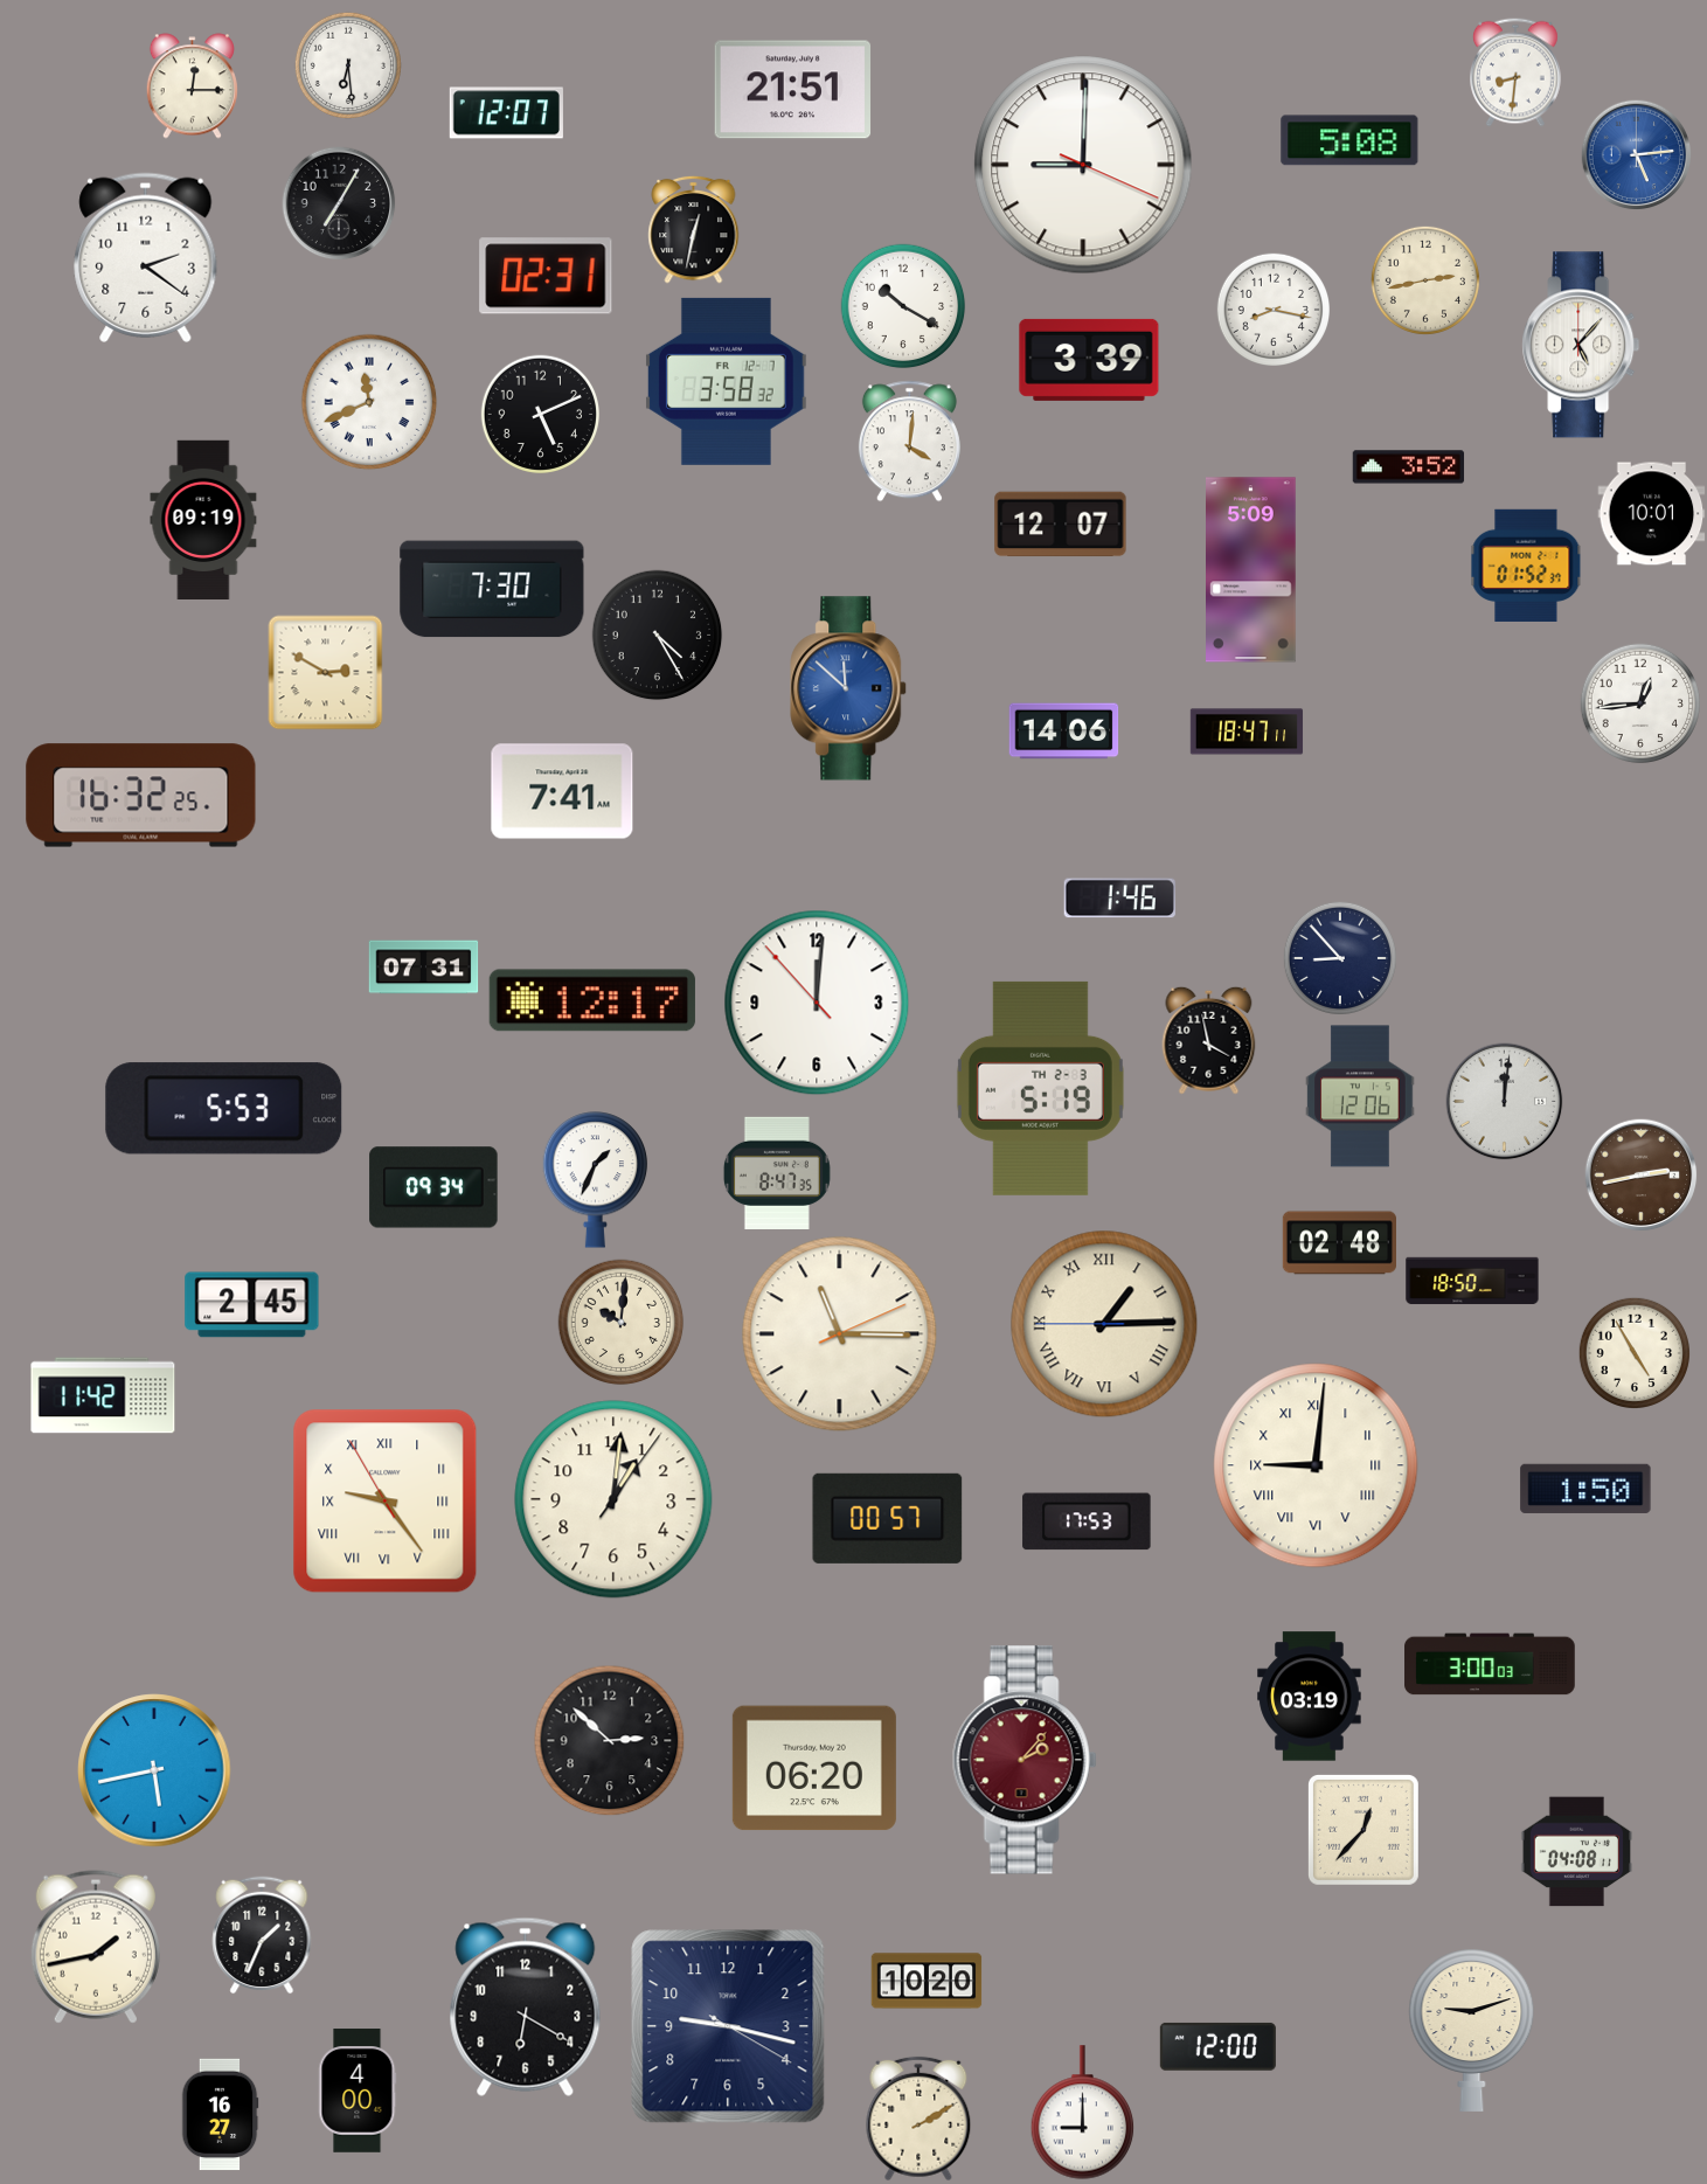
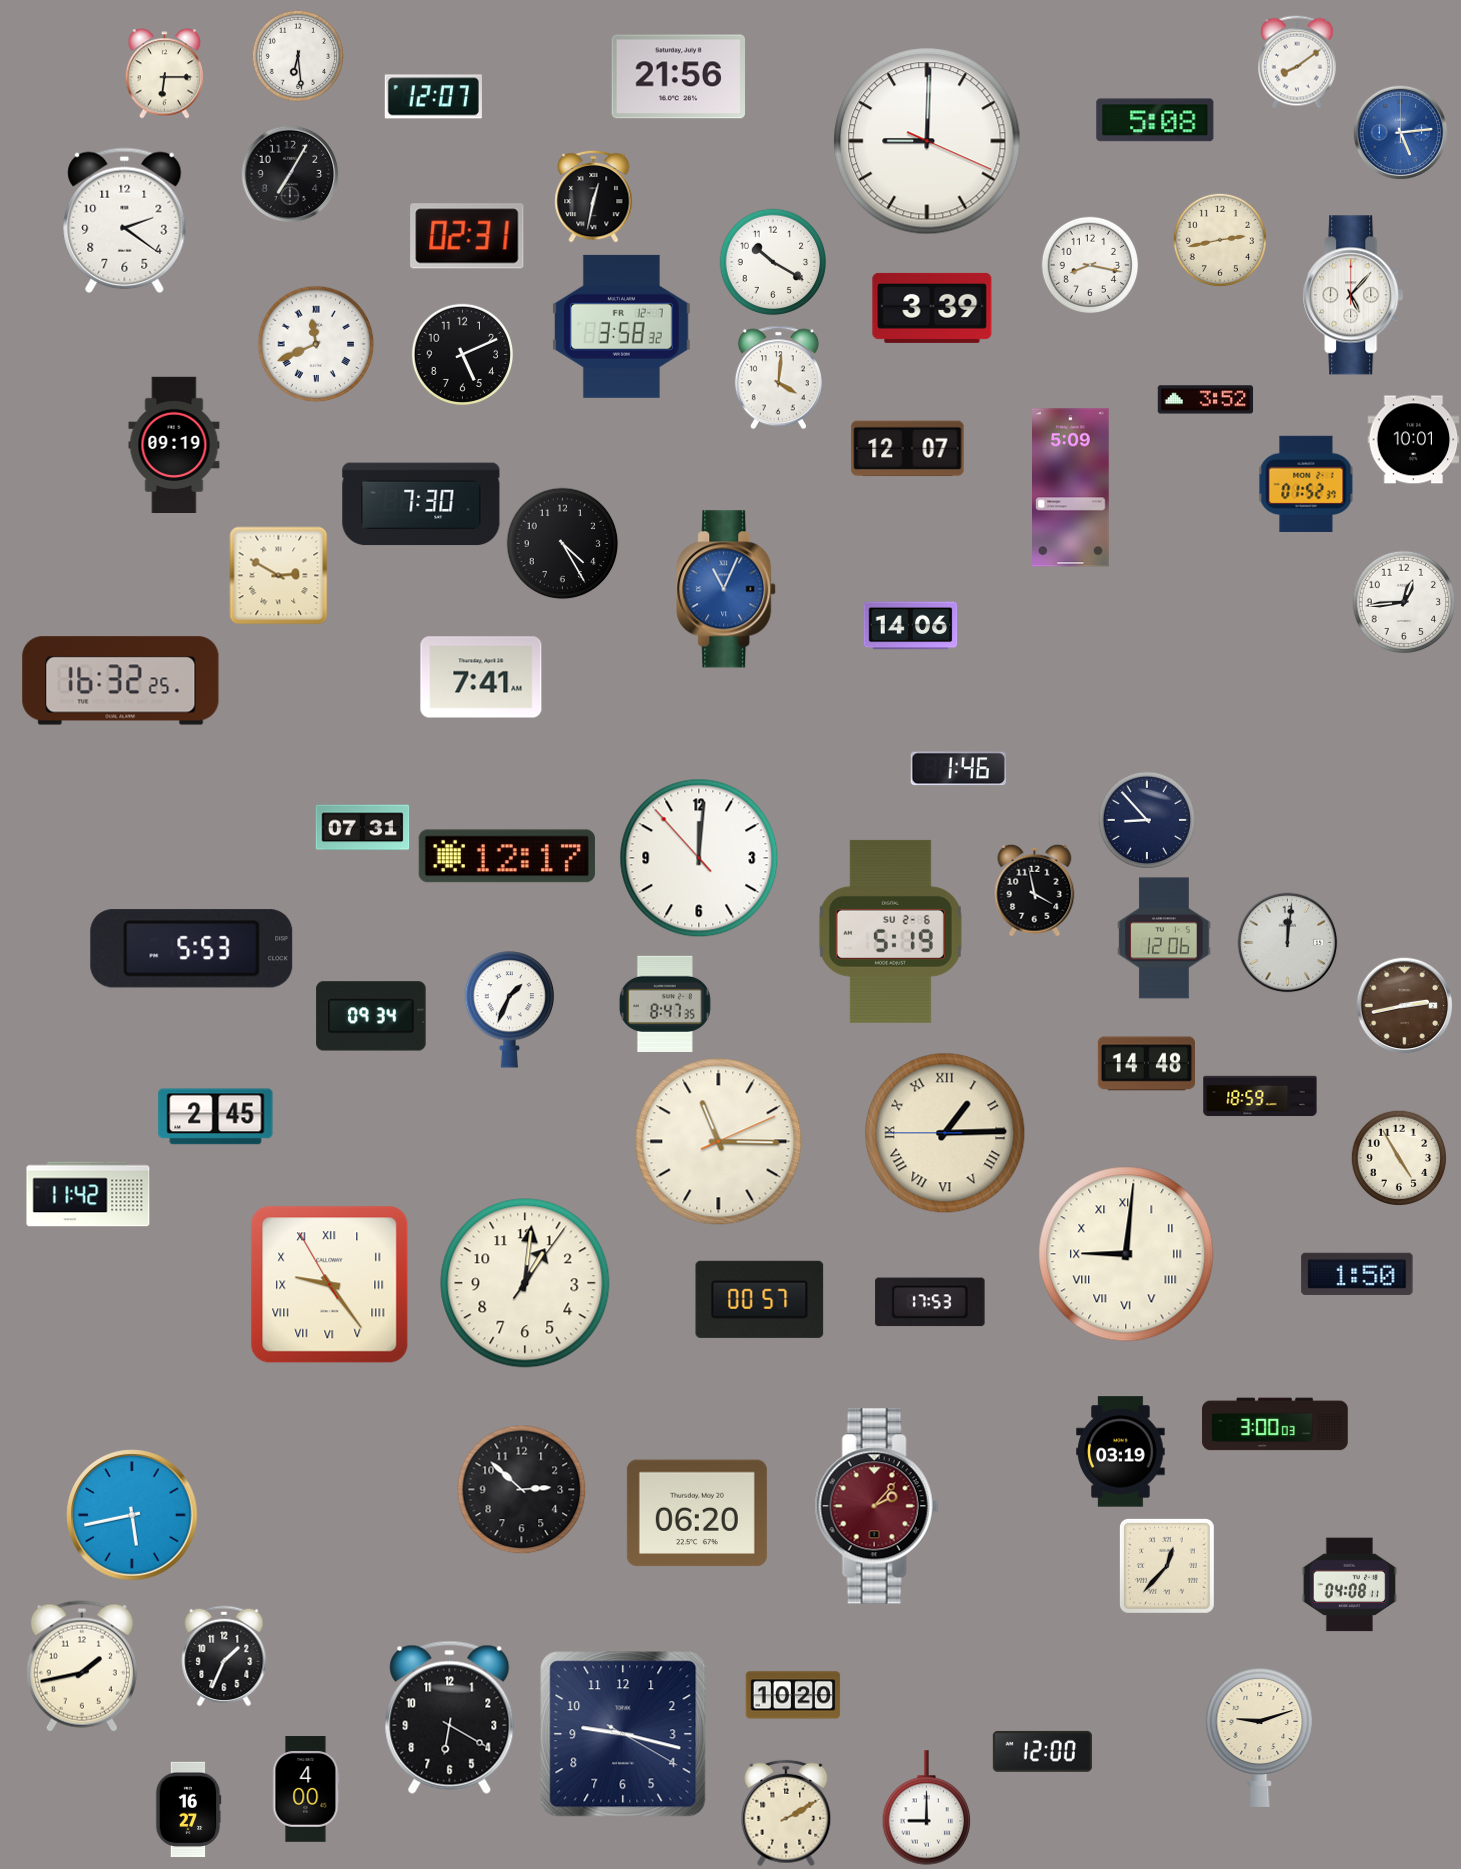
clock at (1517, 72): 8:31 -> 8:09
clock at (192, 86): 12:15 -> 6:15
clock at (793, 90): 21:51 -> 21:56
clock at (849, 688): 11:52 -> 11:04
clock at (1247, 732): 18:47 -> none
clock at (1040, 1088) date: TH 2-3 -> SU 2-6
clock at (1339, 1243): 02:48 -> 14:48
clock at (1472, 1281): 18:50 -> 18:59
clock at (622, 1323): 10:01 -> none
